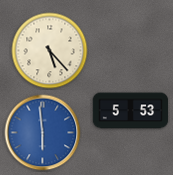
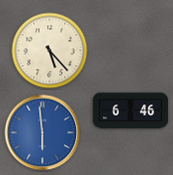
clock at (131, 111): 5:53 -> 6:46
